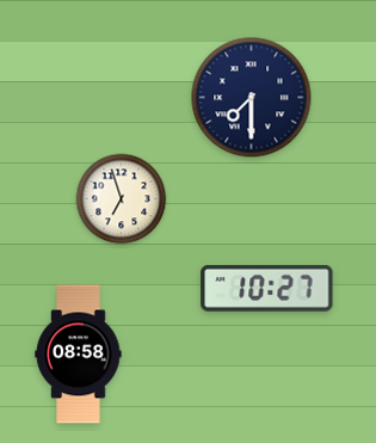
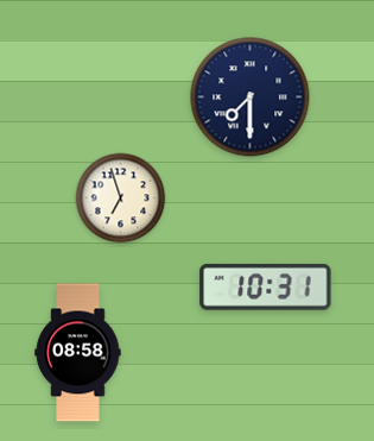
clock at (267, 288): 10:27 -> 10:31
